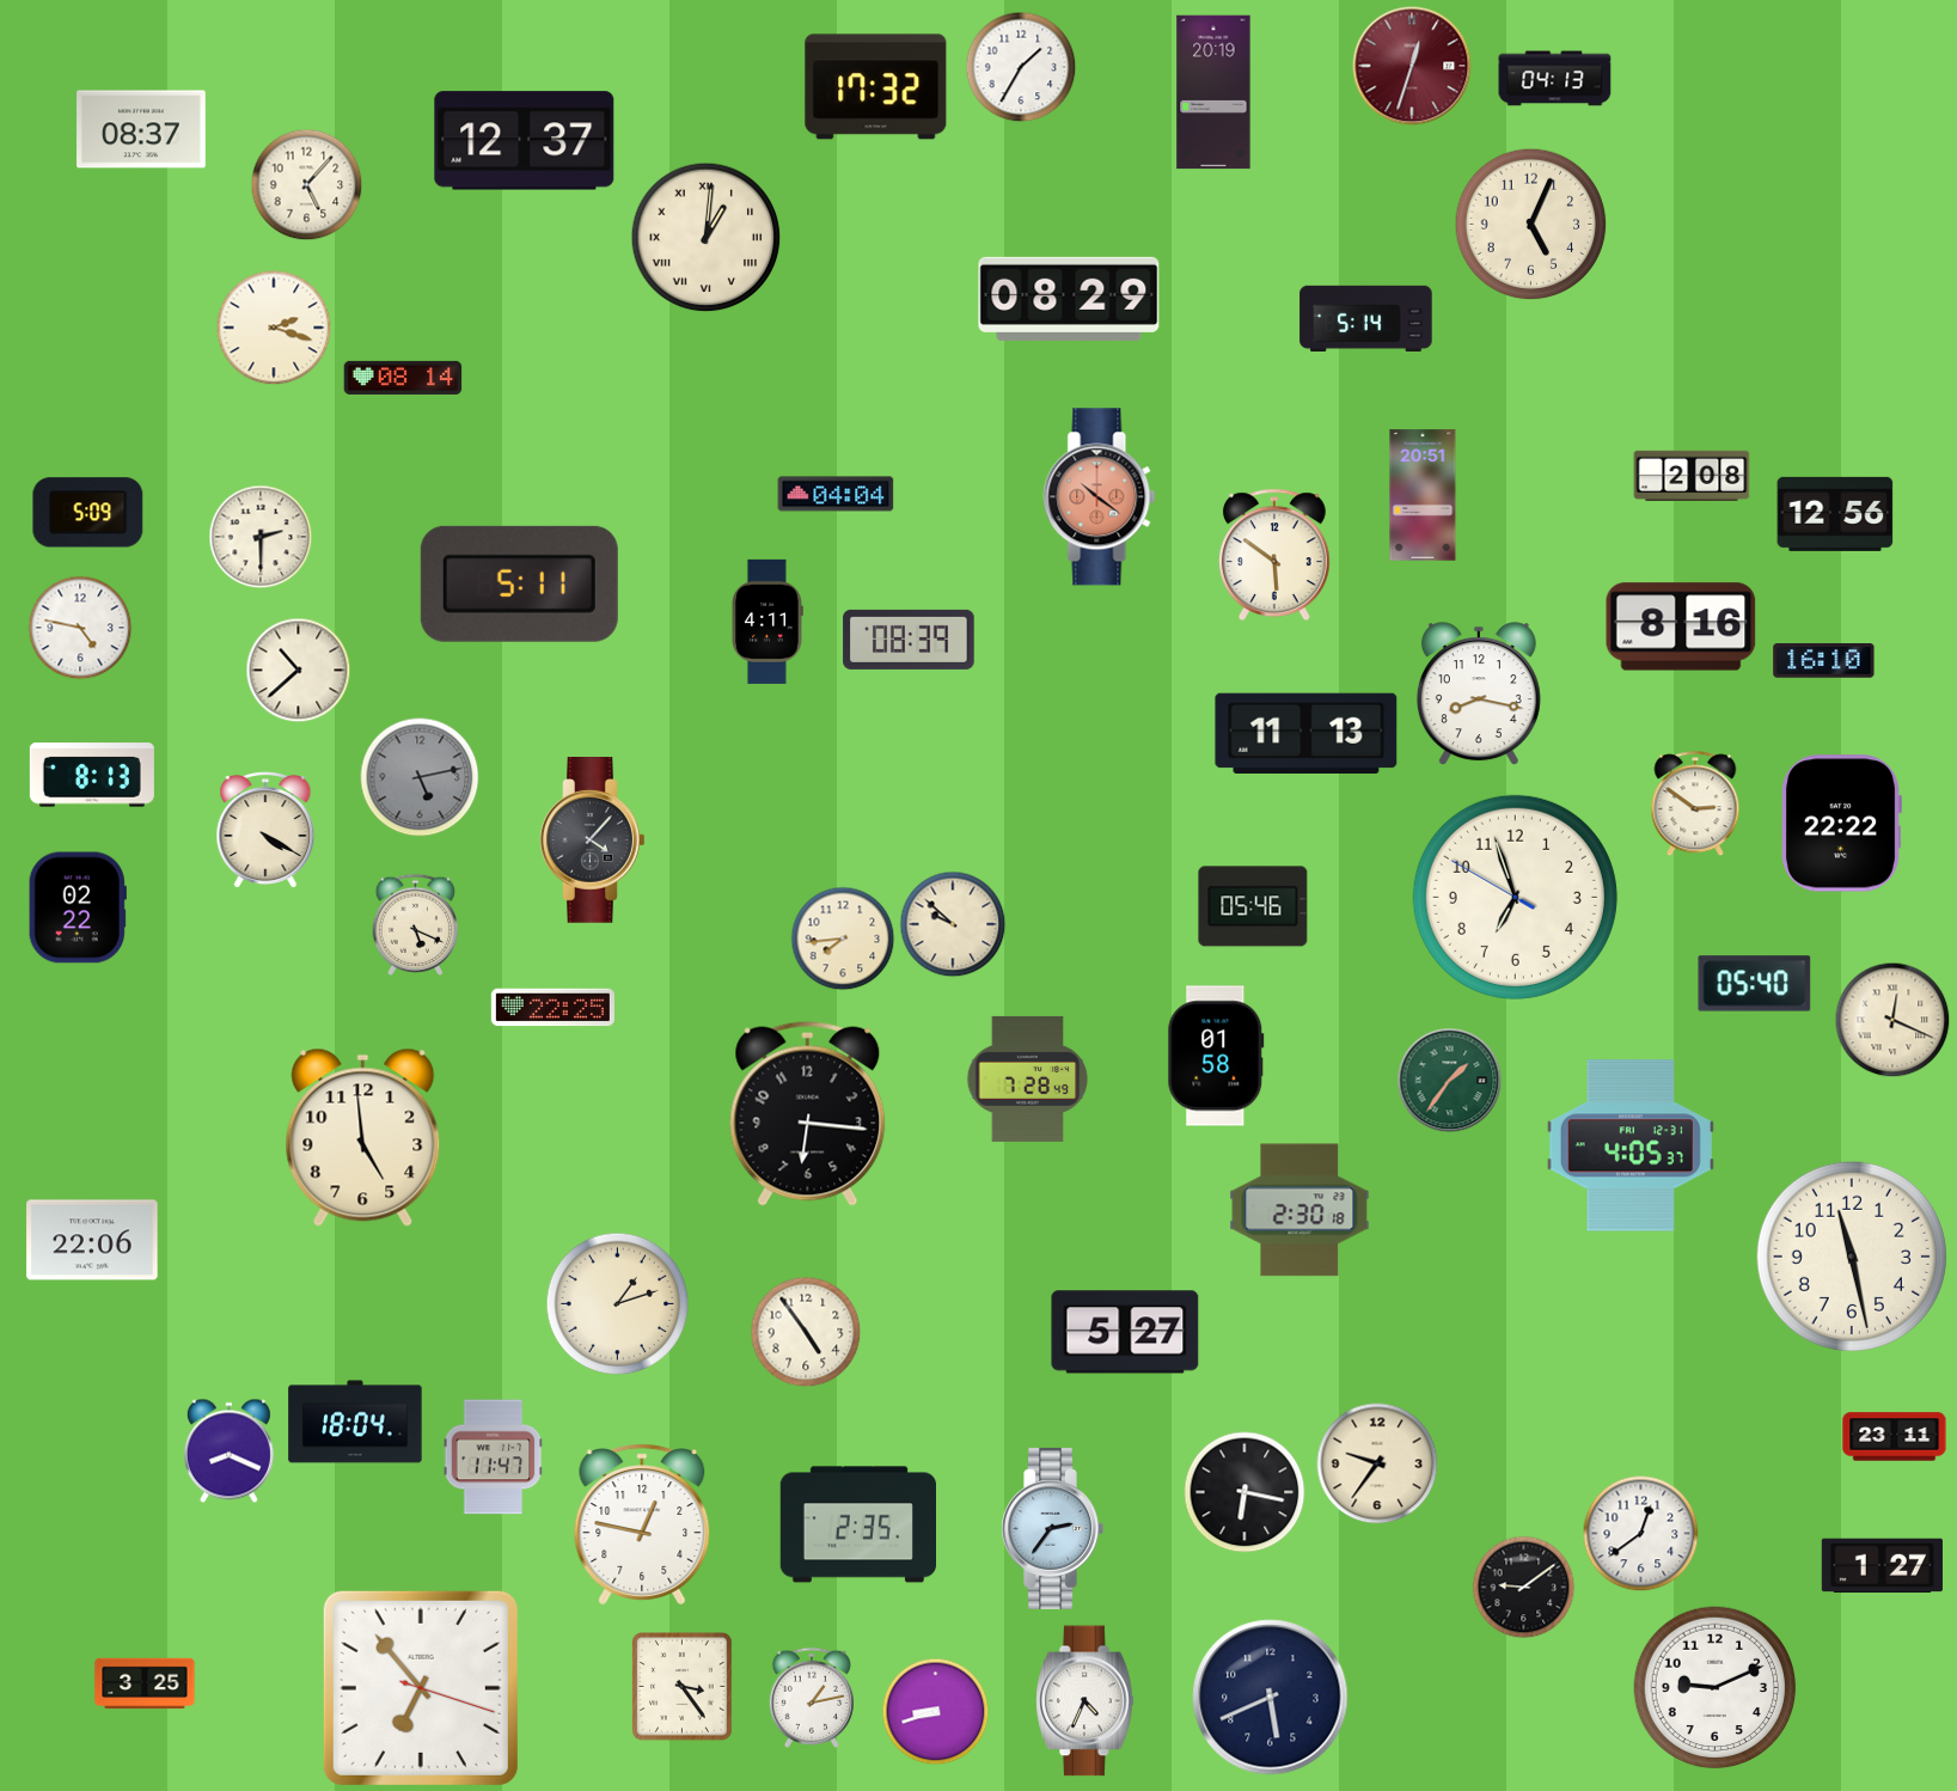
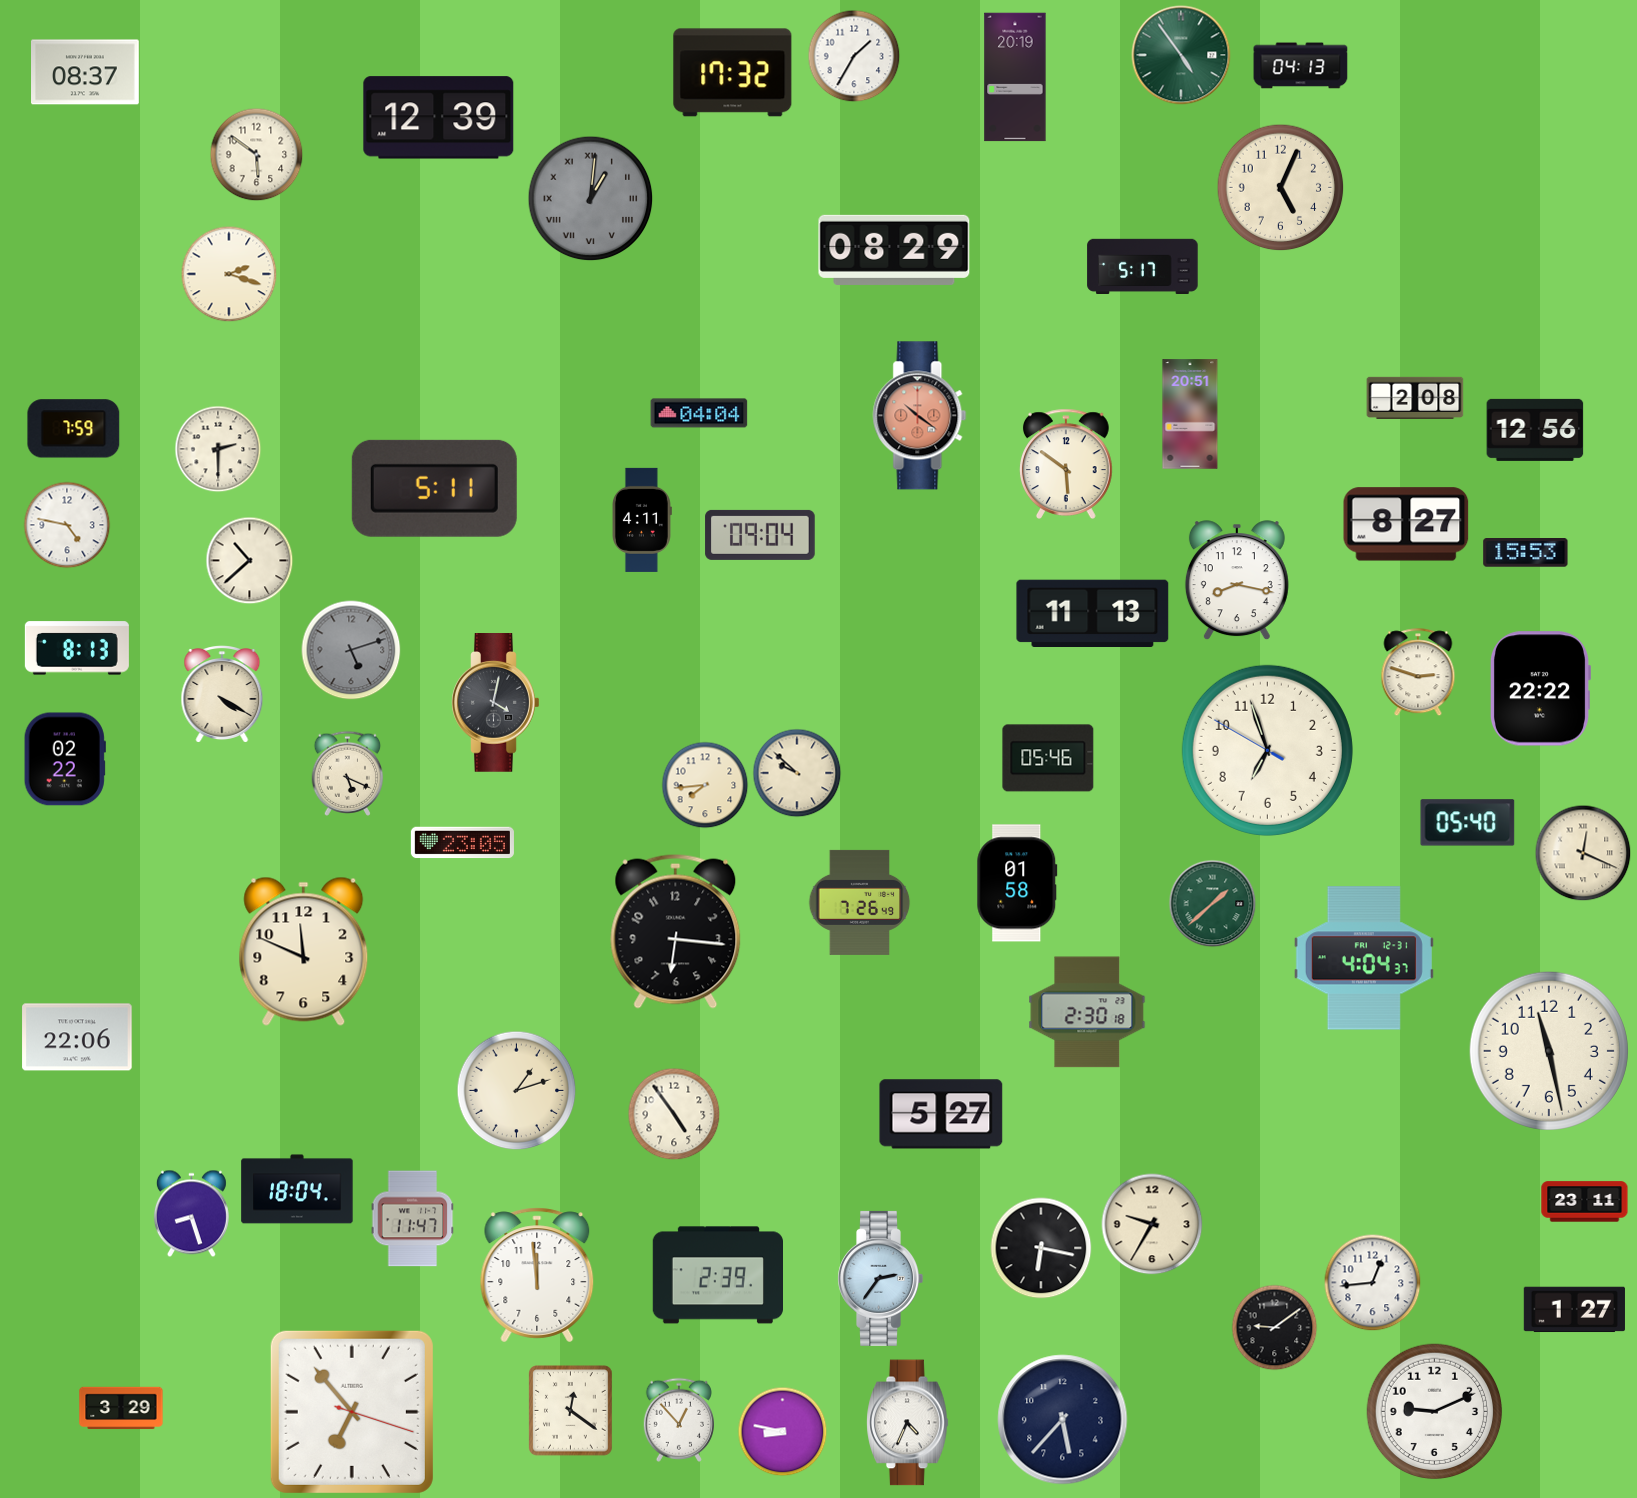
clock at (1412, 66): 12:33 -> 4:54
clock at (1412, 66) dial: burgundy -> green
clock at (142, 129) position: (142, 129) -> (86, 72)
clock at (525, 141): 12:37 -> 12:39
clock at (307, 185): 5:07 -> 5:51
clock at (707, 238) dial: cream -> grey
clock at (1366, 318): 5:14 -> 5:17
clock at (403, 378): 08:14 -> none
clock at (88, 513): 5:09 -> 7:59
clock at (1681, 626): 8:16 -> 8:27
clock at (909, 640): 08:39 -> 09:04
clock at (1824, 661): 16:10 -> 15:53
clock at (420, 777): 5:13 -> 5:12
clock at (1695, 805): 2:51 -> 2:48
clock at (593, 841): 4:07 -> 4:02
clock at (552, 1008): 22:25 -> 23:05
clock at (1028, 1078): 7:28 -> 7:26
clock at (1450, 1081): 1:36 -> 1:38
clock at (363, 1137): 4:59 -> 11:49
clock at (1631, 1145): 4:05 -> 4:04
clock at (228, 1451): 8:19 -> 8:27
clock at (1377, 1463): 9:36 -> 9:35
clock at (642, 1524): 12:47 -> 11:59
clock at (858, 1524): 2:35 -> 2:39
clock at (1641, 1534): 12:39 -> 12:44
clock at (145, 1683): 3:25 -> 3:29
clock at (683, 1687): 3:24 -> 12:21
clock at (812, 1698): 1:13 -> 12:53
clock at (1271, 1698): 5:41 -> 5:37
clock at (936, 1712): 8:42 -> 8:47
